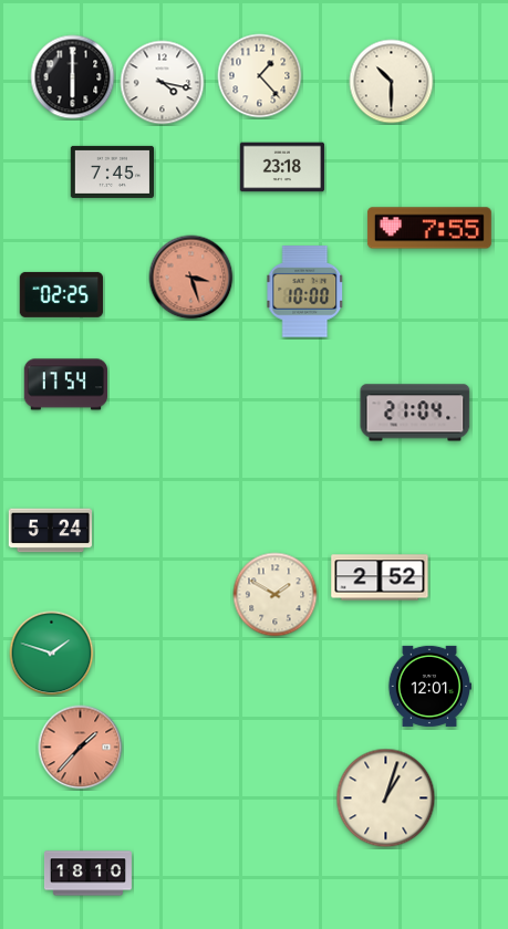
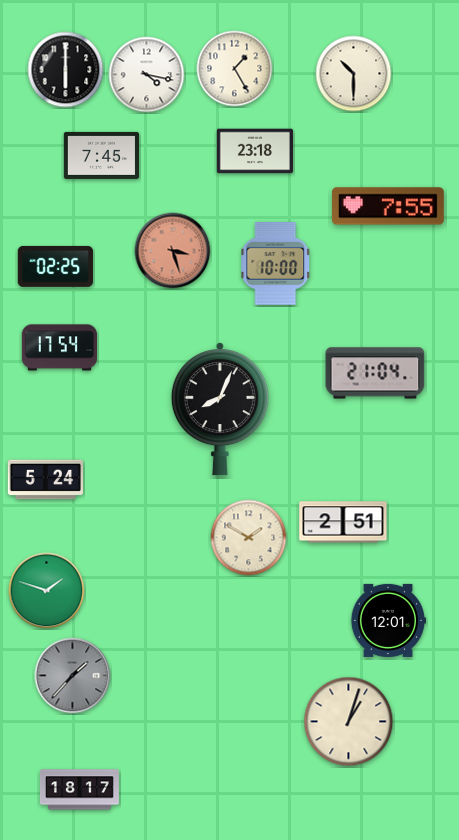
clock at (260, 76): 1:23 -> 1:25
clock at (220, 409): none -> 8:04
clock at (380, 577): 2:52 -> 2:51
clock at (81, 748) dial: salmon -> grey
clock at (87, 874): 18:10 -> 18:17
